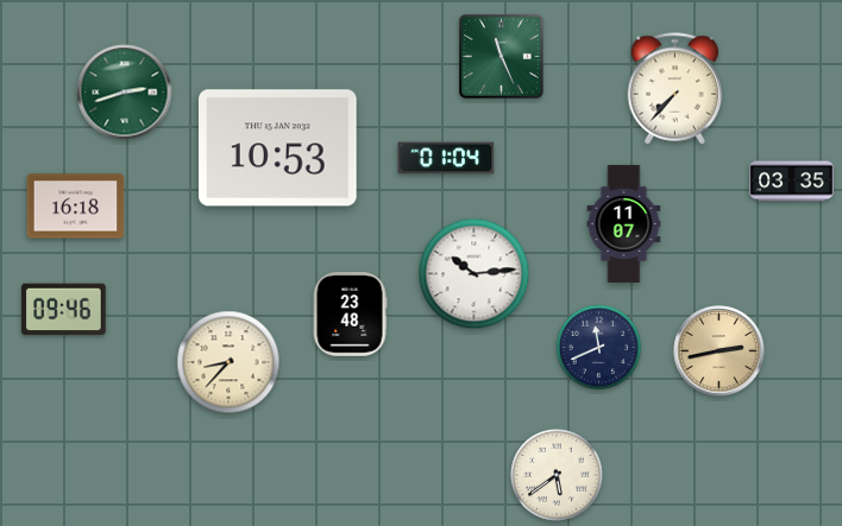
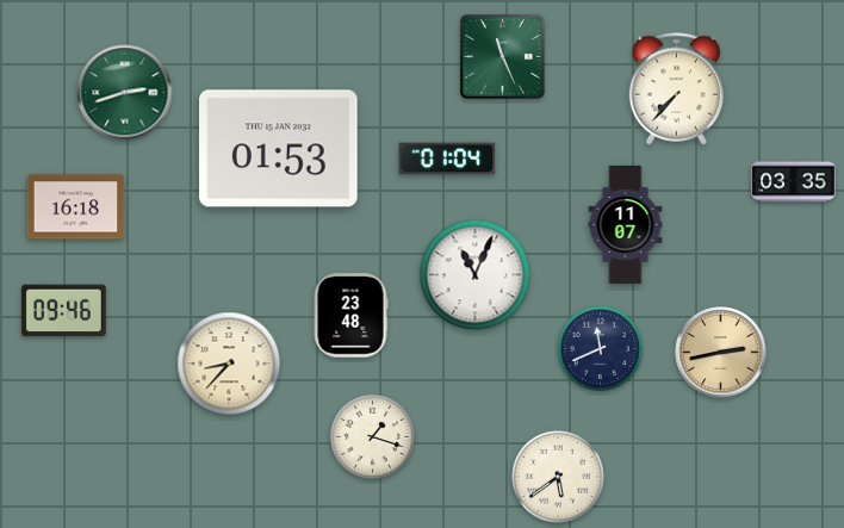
clock at (278, 148): 10:53 -> 01:53
clock at (475, 274): 10:14 -> 11:04
clock at (372, 436): none -> 1:18
